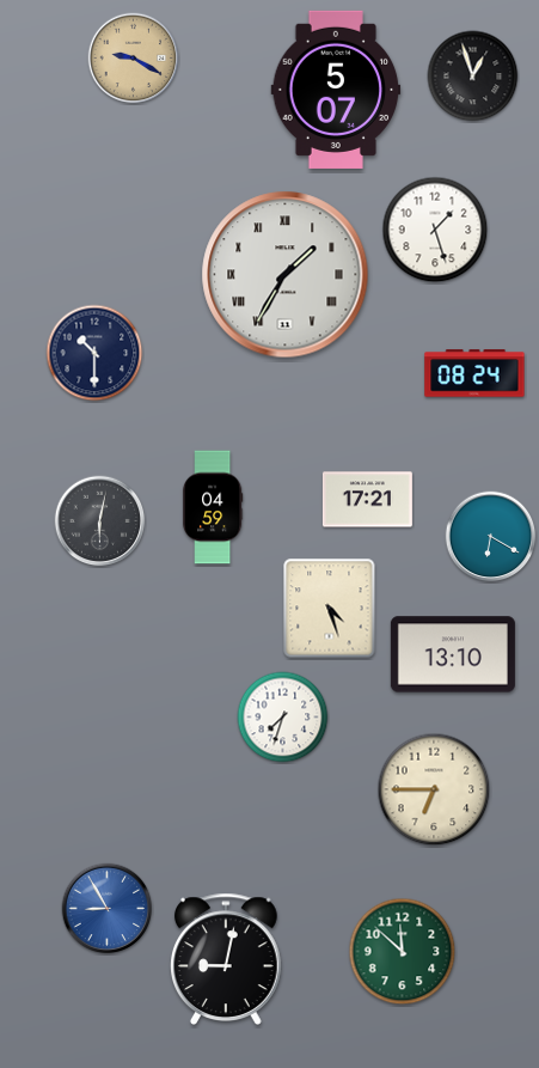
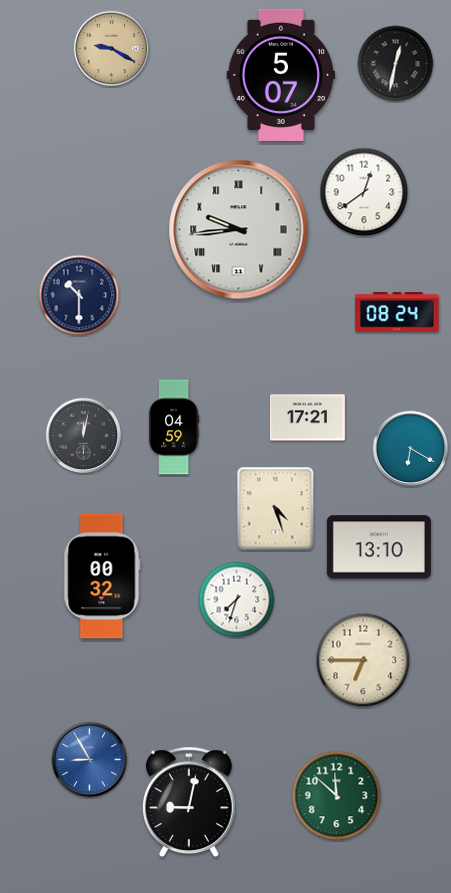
clock at (473, 77): 12:57 -> 12:32
clock at (435, 230): 1:27 -> 12:39
clock at (286, 275): 1:35 -> 9:44
clock at (213, 507) position: (213, 507) -> (174, 427)
clock at (100, 521): 6:02 -> 12:02
clock at (102, 576): none -> 00:32
